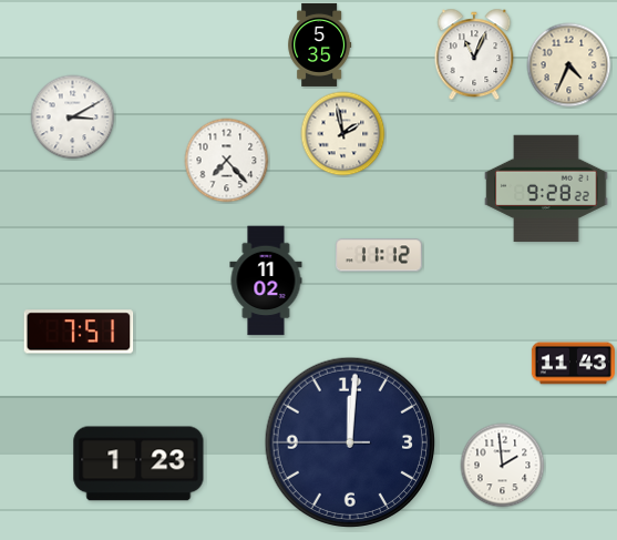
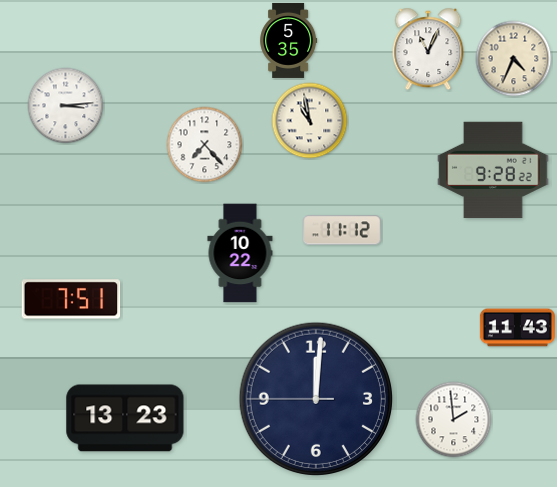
clock at (73, 118): 3:10 -> 3:14
clock at (343, 134): 1:58 -> 10:58
clock at (266, 281): 11:02 -> 10:22
clock at (138, 463): 1:23 -> 13:23
